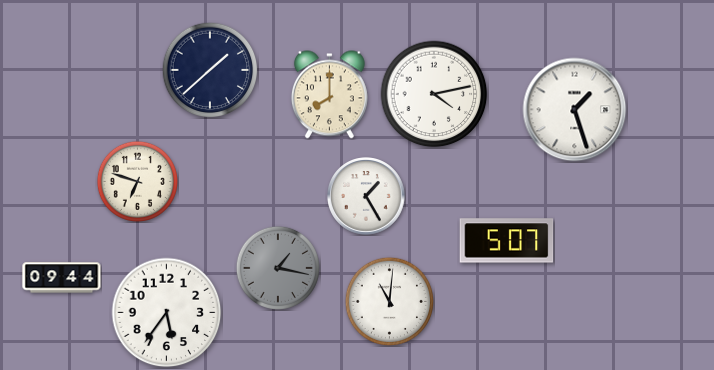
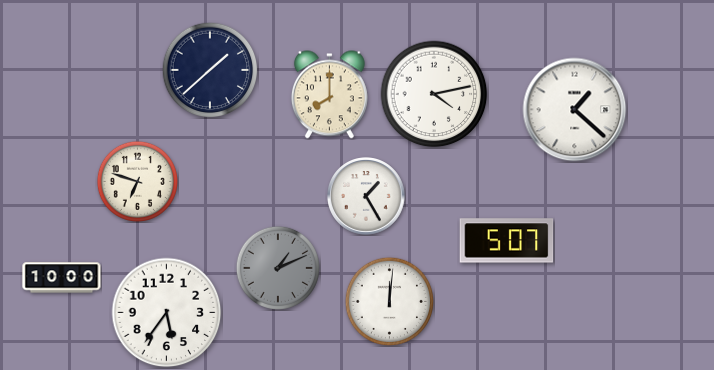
clock at (575, 110): 1:27 -> 1:22
clock at (278, 268): 1:17 -> 1:11
clock at (62, 278): 09:44 -> 10:00
clock at (389, 301): 11:01 -> 12:01
